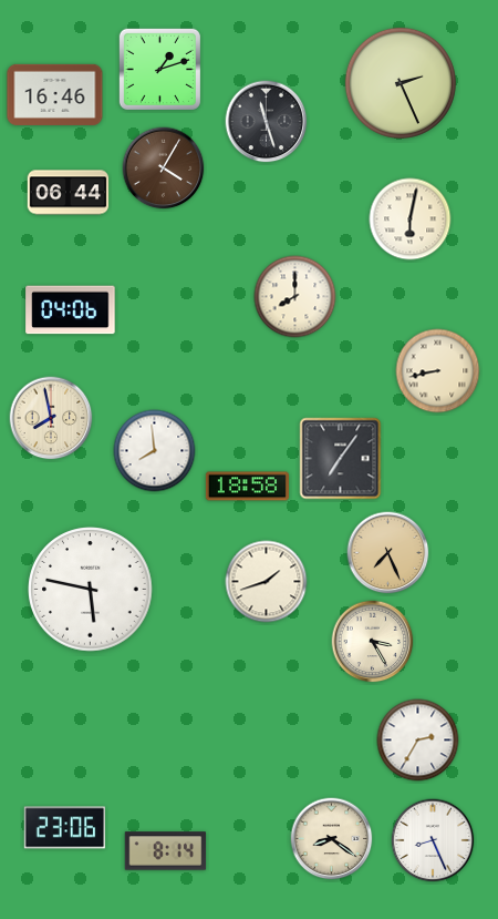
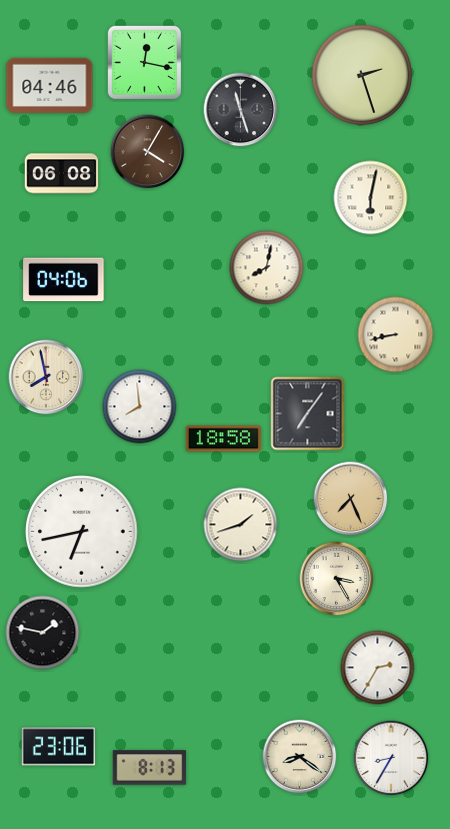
clock at (159, 69): 1:12 -> 12:17
clock at (401, 83): 2:26 -> 2:27
clock at (55, 94): 16:46 -> 04:46
clock at (69, 193): 06:44 -> 06:08
clock at (295, 297): 8:00 -> 8:02
clock at (91, 590): 5:47 -> 6:43
clock at (43, 633): none -> 1:47
clock at (433, 840): 8:26 -> 8:35
clock at (166, 851): 8:14 -> 8:13
